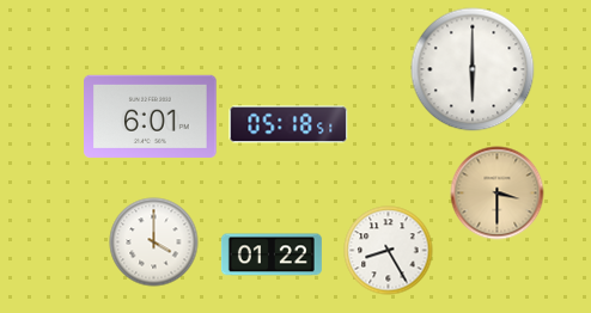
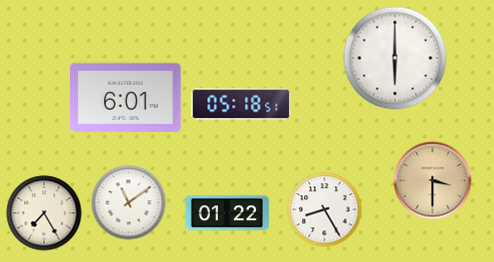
clock at (498, 194) position: (498, 194) -> (433, 181)
clock at (154, 243): 4:00 -> 11:09
clock at (44, 213): none -> 7:25
